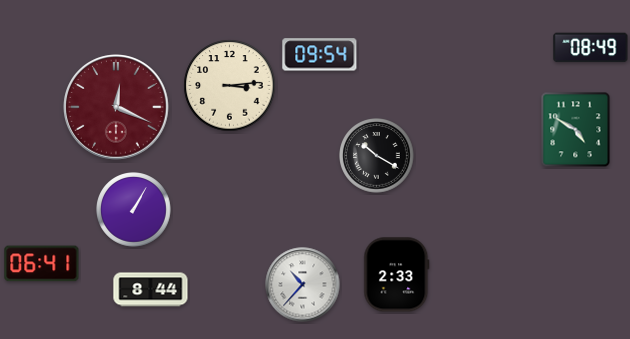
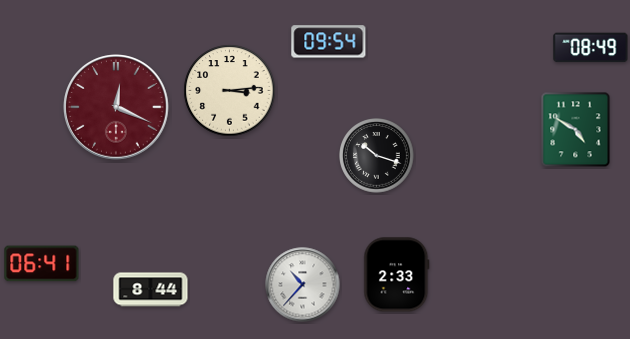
clock at (320, 55) position: (320, 55) -> (329, 42)
clock at (230, 86) position: (230, 86) -> (230, 91)
clock at (377, 156): 10:20 -> 10:18
clock at (134, 210): 1:05 -> none
